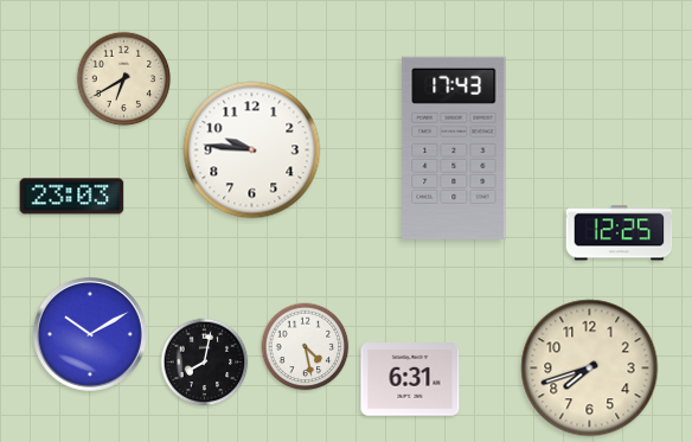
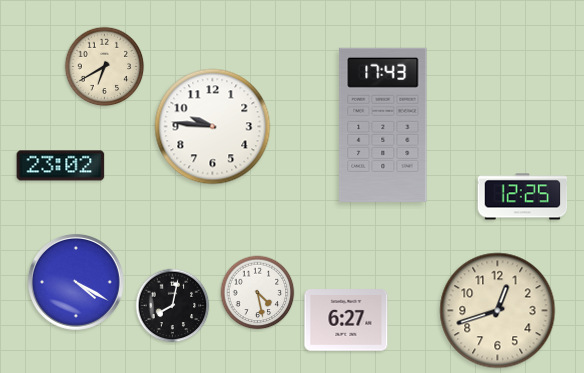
clock at (72, 197): 23:03 -> 23:02
clock at (90, 334): 10:10 -> 4:20
clock at (590, 369): 7:42 -> 12:42
clock at (410, 379): 6:31 -> 6:27
